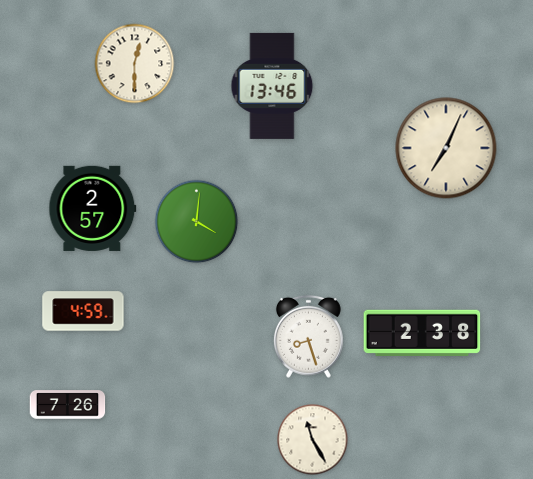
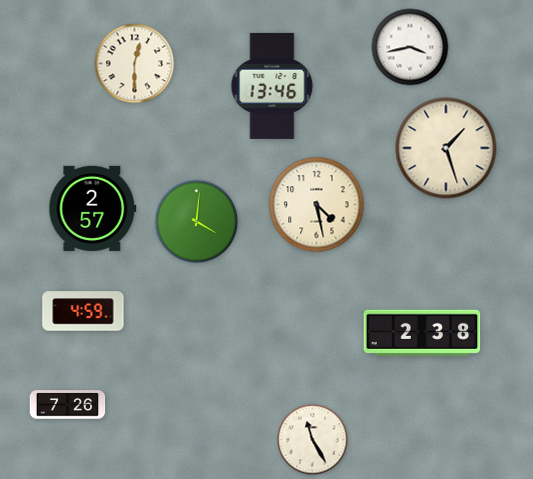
clock at (410, 47): none -> 3:43
clock at (446, 148): 7:04 -> 1:27
clock at (317, 205): none -> 4:28
clock at (308, 336): 8:27 -> none
